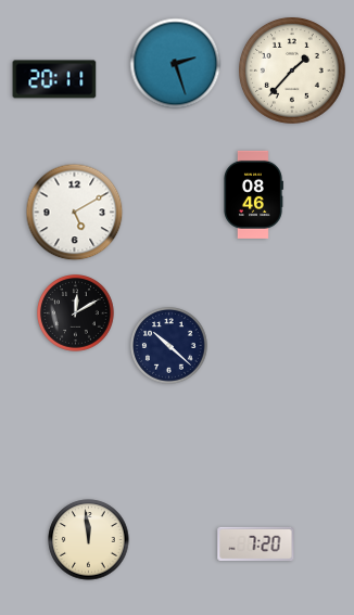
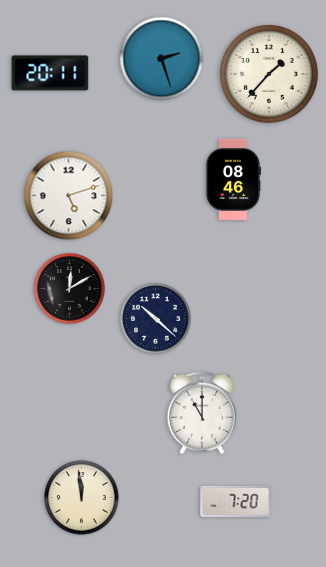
clock at (292, 71) position: (292, 71) -> (269, 74)
clock at (75, 213): 5:10 -> 5:12
clock at (201, 412): none -> 11:00
